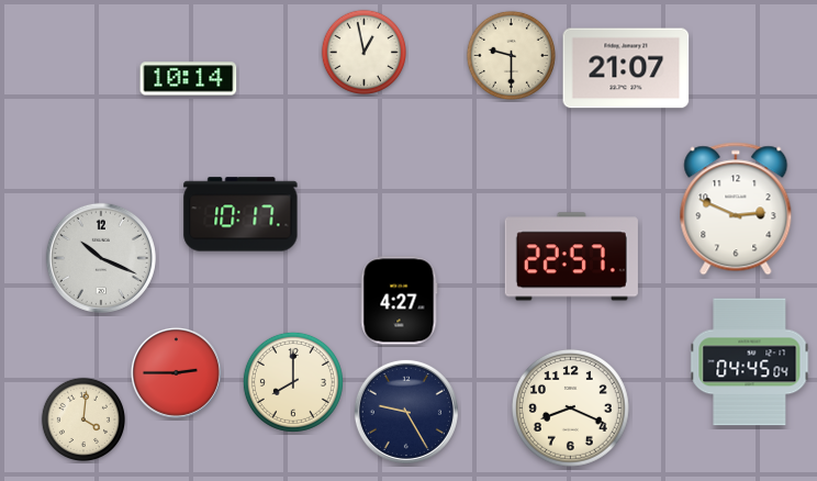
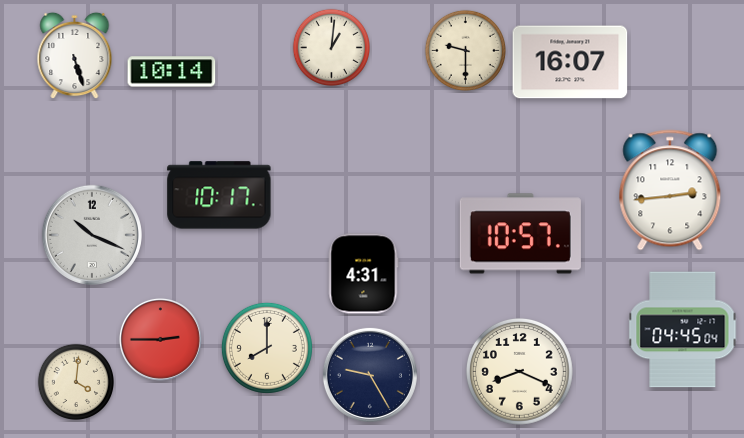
clock at (363, 52): 12:58 -> 1:01
clock at (75, 56): none -> 5:27
clock at (626, 68): 21:07 -> 16:07
clock at (736, 209): 2:49 -> 2:44
clock at (571, 257): 22:57 -> 10:57
clock at (399, 301): 4:27 -> 4:31
